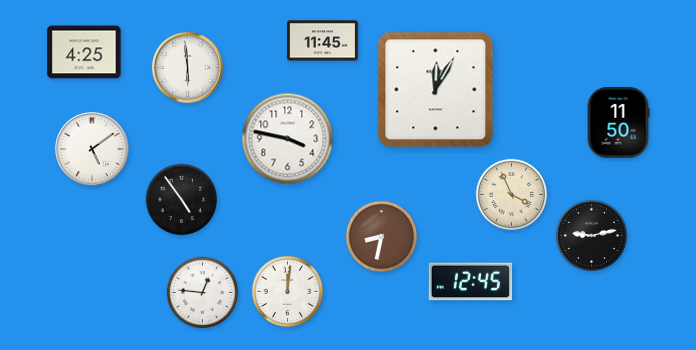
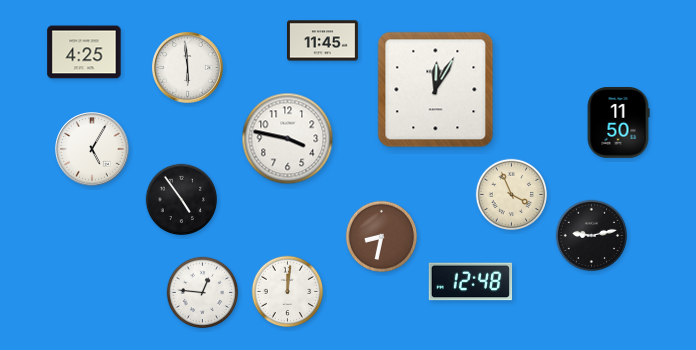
clock at (92, 149): 5:09 -> 5:05
clock at (471, 282): 12:45 -> 12:48
